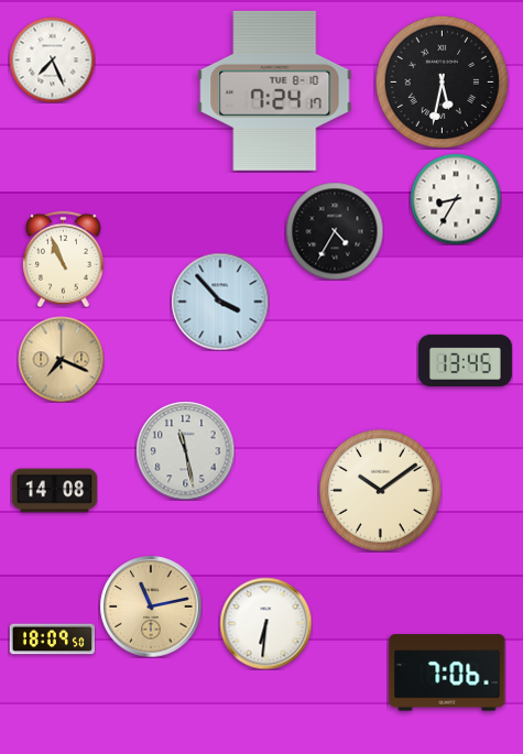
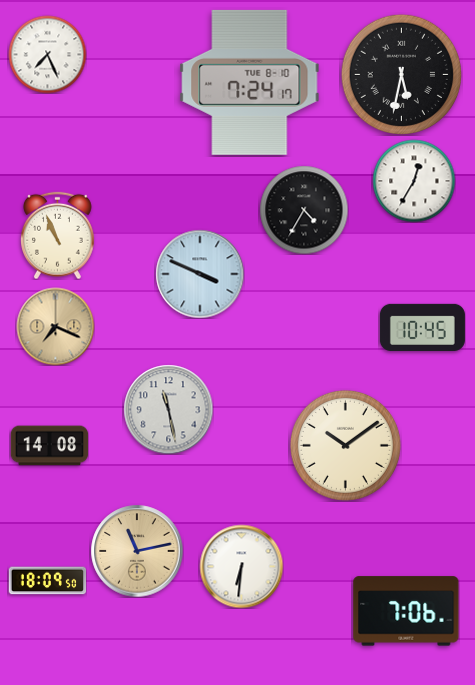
clock at (456, 199): 8:35 -> 12:35
clock at (220, 302): 3:53 -> 3:49
clock at (465, 360): 13:45 -> 10:45
